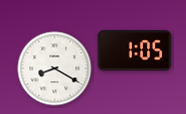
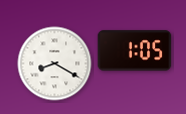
clock at (55, 69) position: (55, 69) -> (55, 64)
